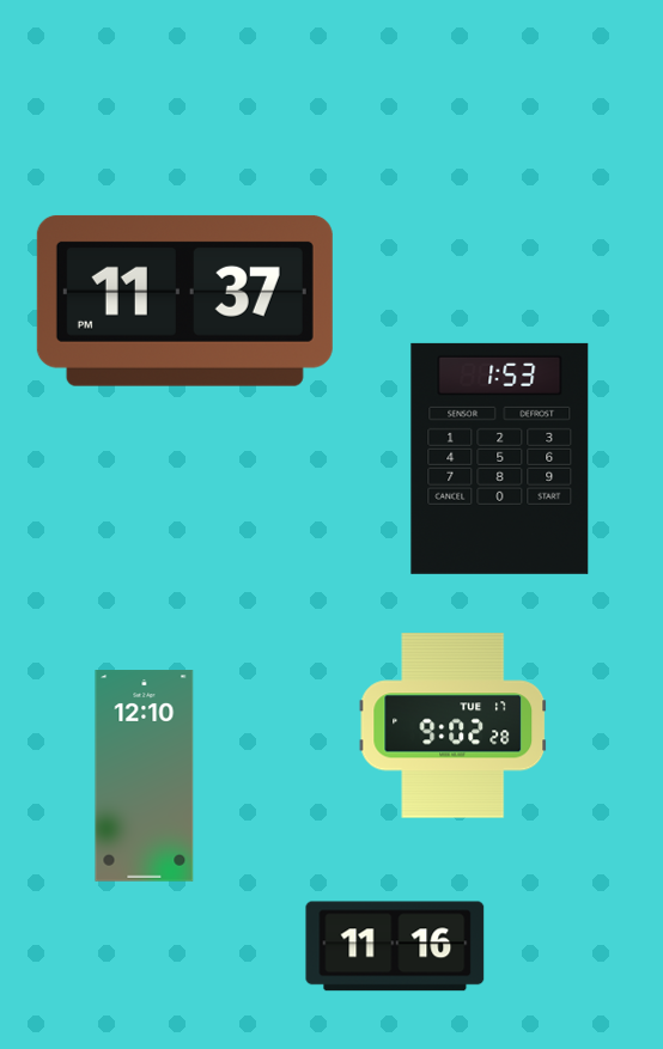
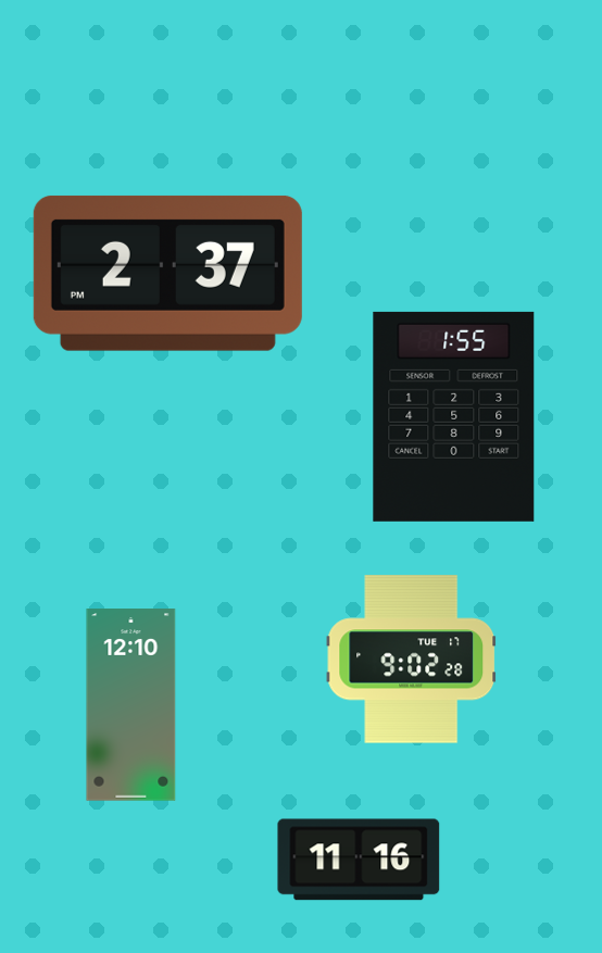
clock at (184, 300): 11:37 -> 2:37
clock at (500, 458): 1:53 -> 1:55
